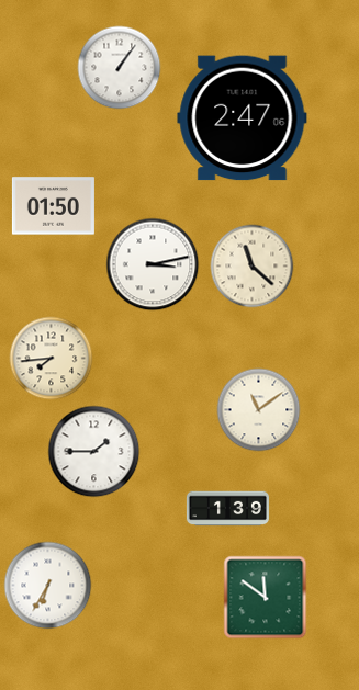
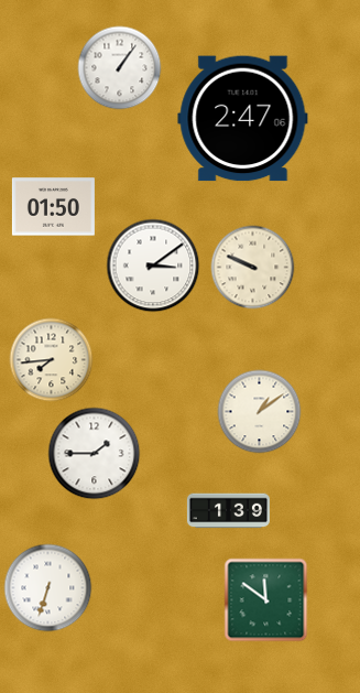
clock at (153, 264): 3:13 -> 3:09
clock at (253, 267): 11:22 -> 9:49
clock at (259, 410): 11:09 -> 1:09
clock at (48, 586): 6:35 -> 6:33
